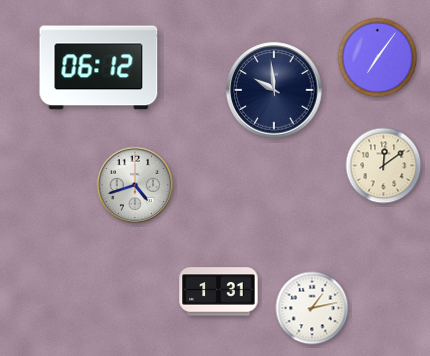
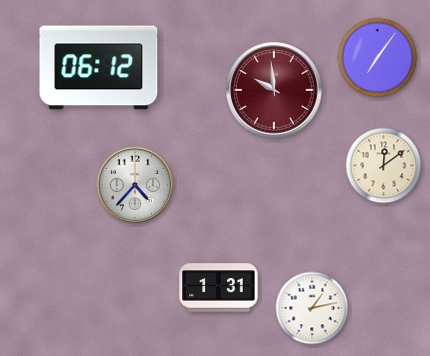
clock at (274, 90) dial: navy -> burgundy
clock at (135, 185): 4:42 -> 4:37
clock at (219, 292) position: (219, 292) -> (219, 288)
